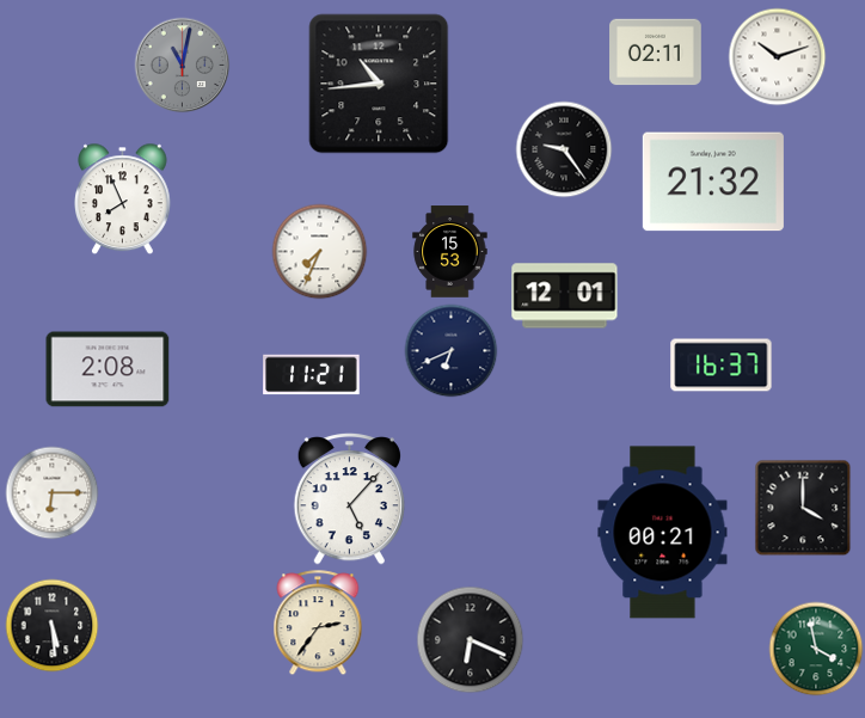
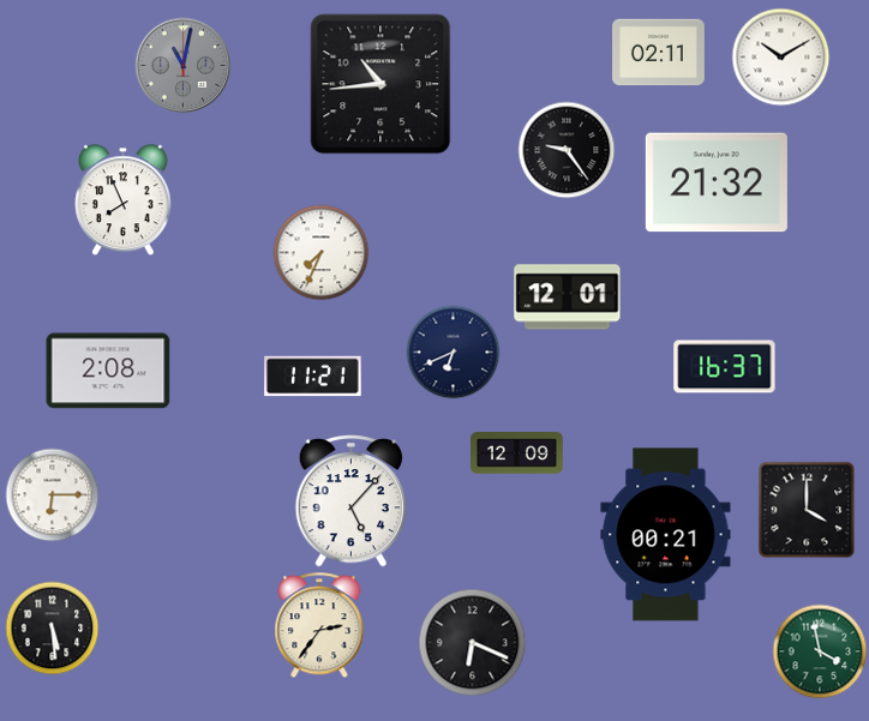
clock at (777, 56): 10:12 -> 10:10
clock at (450, 252): 15:53 -> none
clock at (517, 453): none -> 12:09
